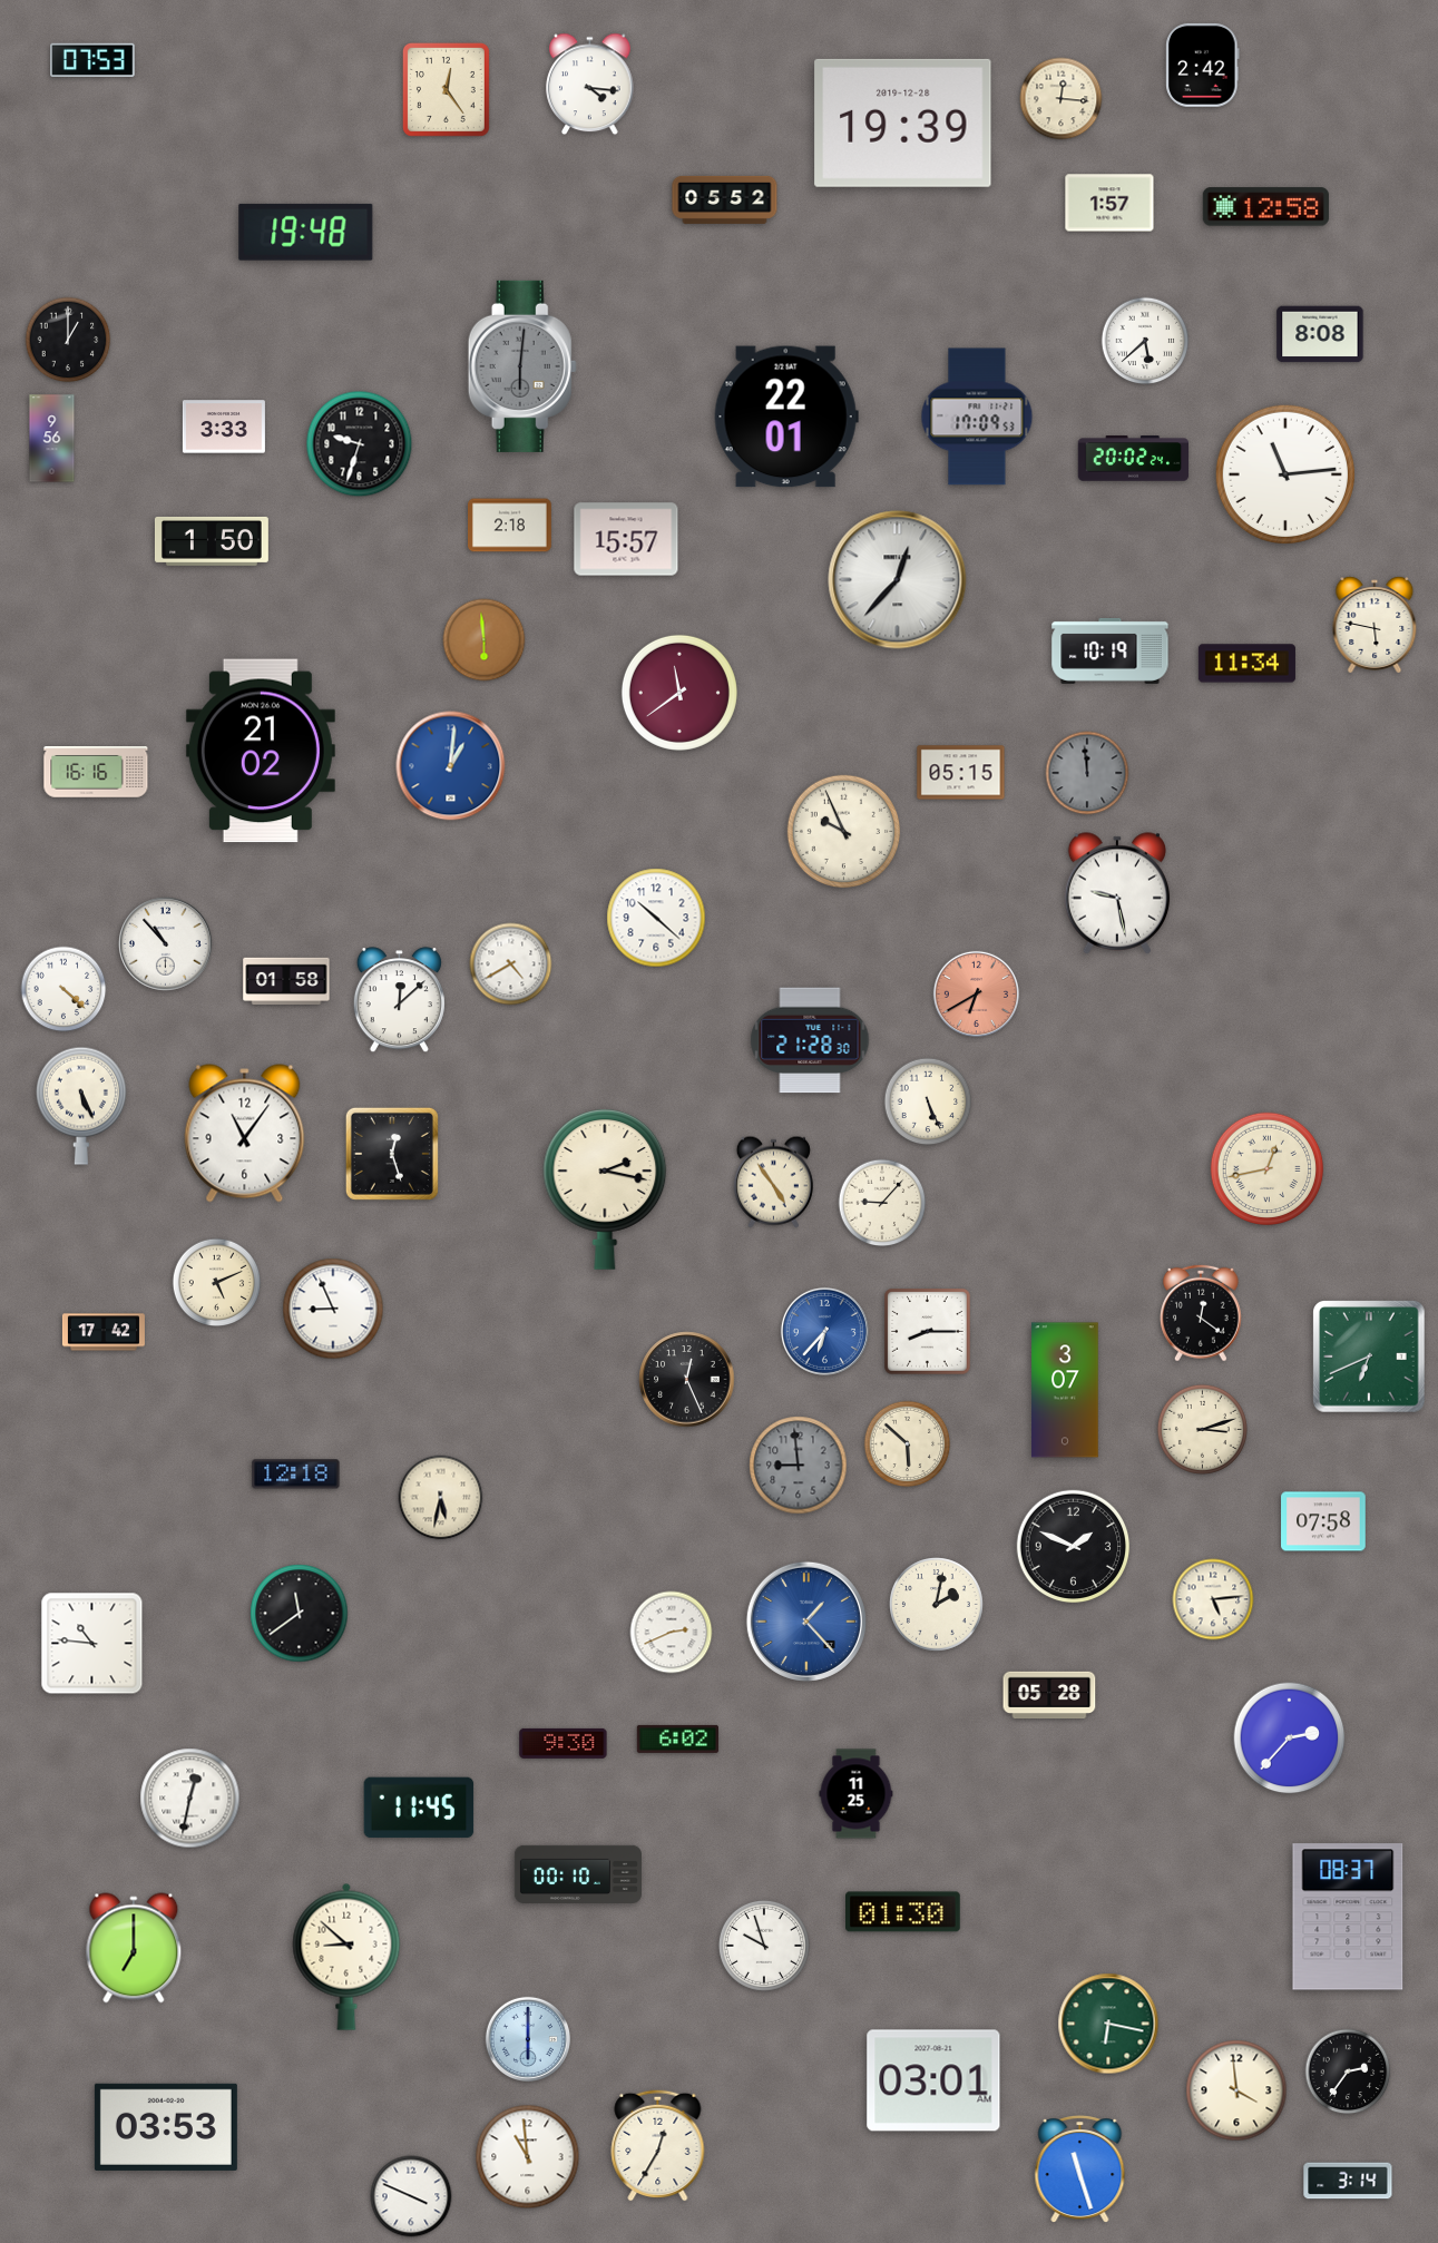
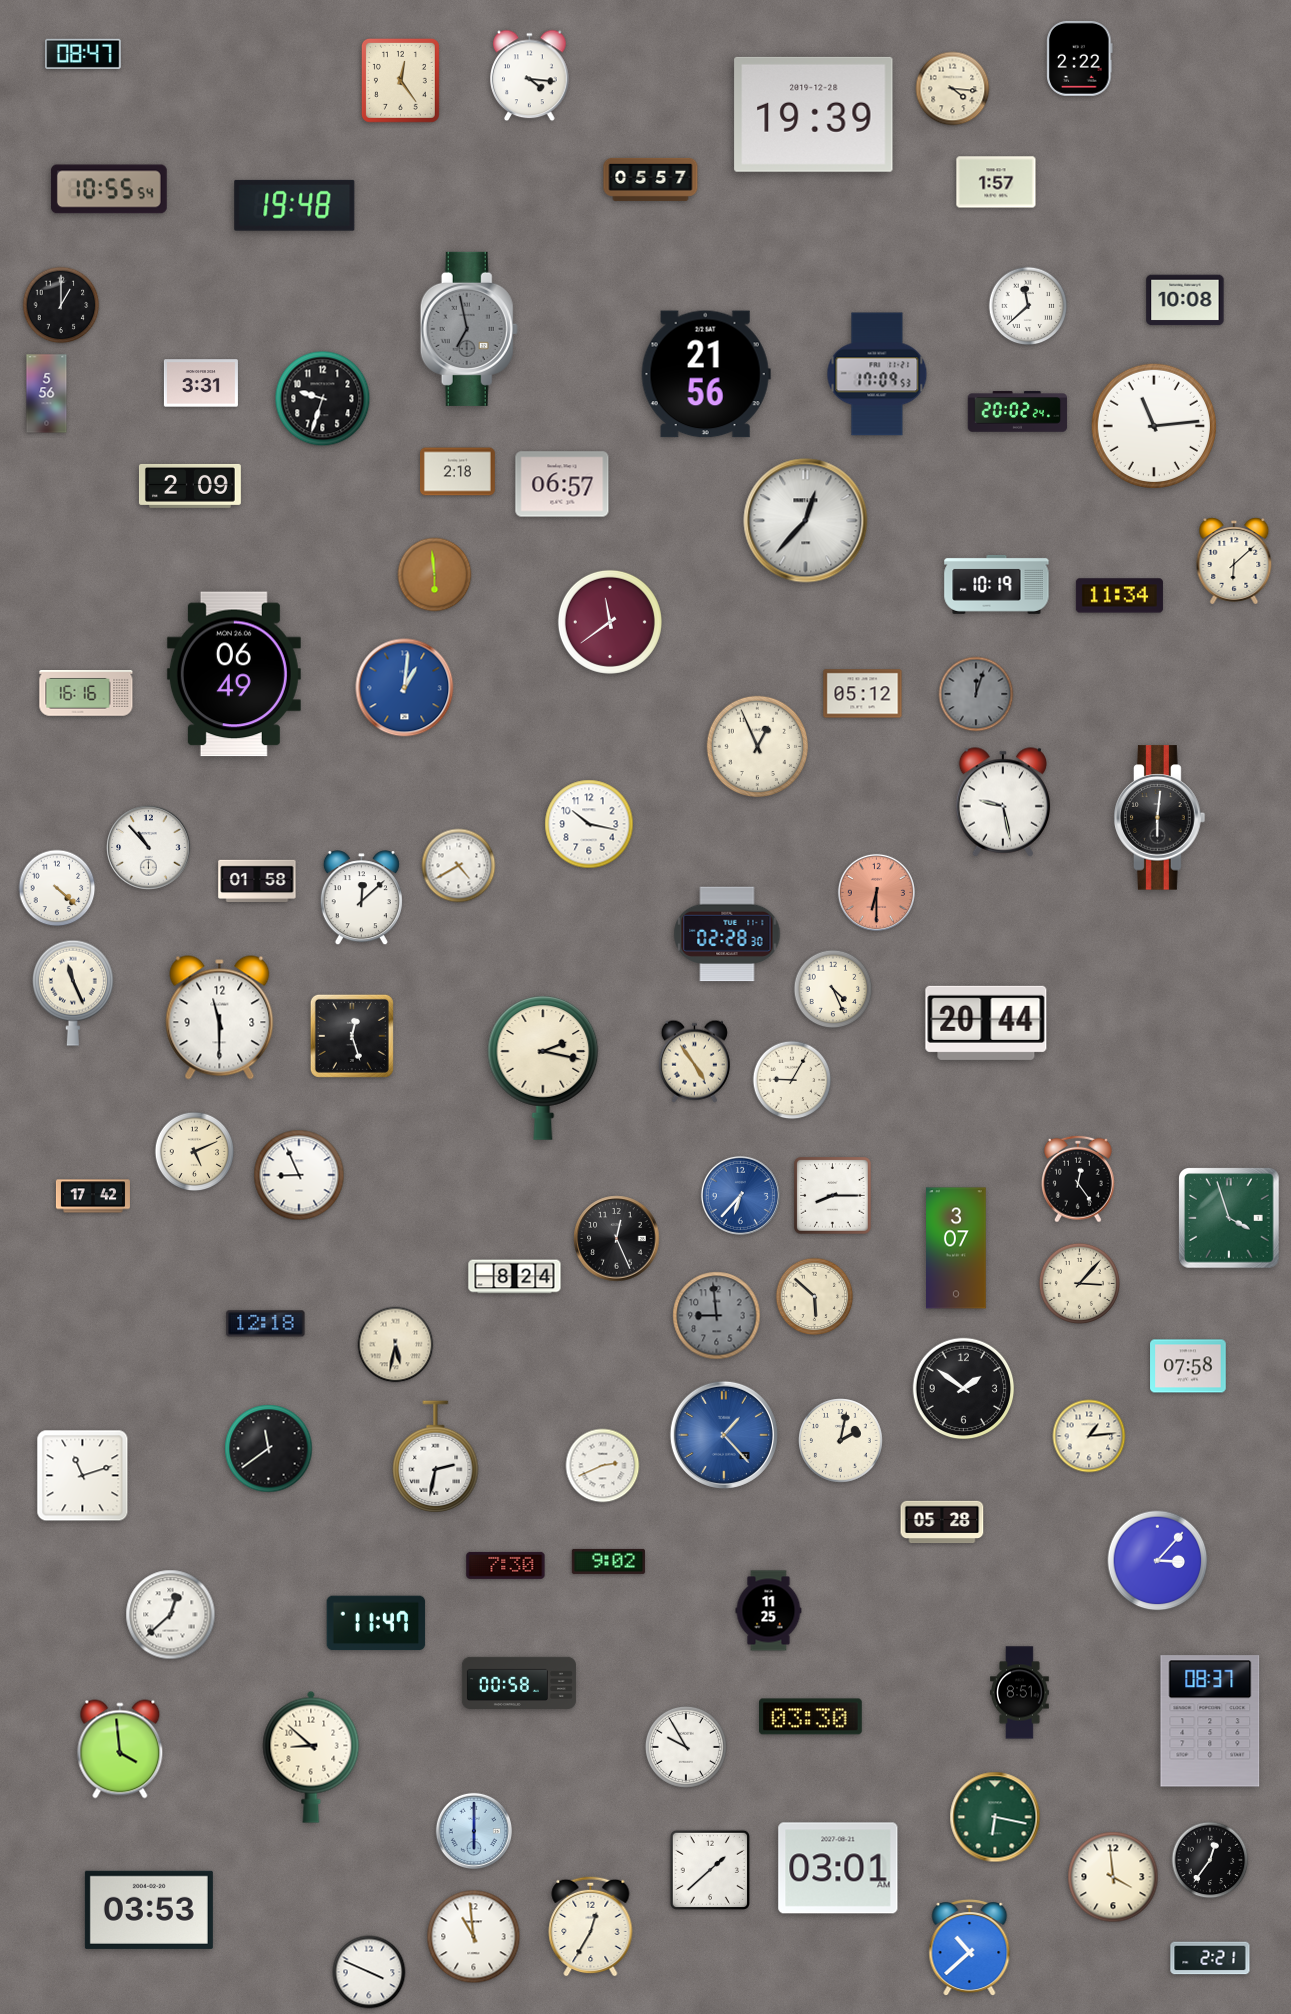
clock at (94, 59): 07:53 -> 08:47
clock at (1203, 65): 2:42 -> 2:22
clock at (1062, 99): 12:16 -> 4:16
clock at (903, 123) position: (903, 123) -> (814, 114)
clock at (725, 199): 05:52 -> 05:57
clock at (1265, 207): 12:58 -> none
clock at (109, 189): none -> 10:55
clock at (306, 232) position: (306, 232) -> (295, 205)
clock at (1320, 334): 8:08 -> 10:08
clock at (1145, 341): 5:38 -> 11:38
clock at (522, 366): 6:01 -> 6:58
clock at (786, 417): 22:01 -> 21:56
clock at (224, 427): 3:33 -> 3:31
clock at (52, 439): 9:56 -> 5:56
clock at (626, 539): 15:57 -> 06:57
clock at (212, 541): 1:50 -> 2:09
clock at (1375, 625): 5:47 -> 6:08
clock at (261, 751): 21:02 -> 06:49
clock at (961, 773): 05:15 -> 05:12
clock at (1087, 773): 11:59 -> 12:03
clock at (844, 832): 9:56 -> 12:56
clock at (1160, 818): none -> 6:01
clock at (656, 918): 10:22 -> 10:17
clock at (976, 993): 6:40 -> 6:30
clock at (399, 1000) position: (399, 1000) -> (361, 898)
clock at (810, 1040): 21:28 -> 02:28
clock at (928, 1101): 5:26 -> 4:26
clock at (81, 1106): 5:26 -> 11:26
clock at (245, 1134): 11:06 -> 11:30
clock at (986, 1023): none -> 20:44
clock at (1268, 1169): 12:43 -> none
clock at (882, 1203): 9:07 -> 9:05
clock at (1201, 1313): 12:21 -> 12:24
clock at (1369, 1356): 6:41 -> 3:57
clock at (515, 1277): none -> 8:24
clock at (1202, 1429): 3:12 -> 3:07
clock at (1074, 1547): 1:49 -> 1:51
clock at (1213, 1599): 5:14 -> 1:14
clock at (806, 1622) position: (806, 1622) -> (724, 1435)
clock at (436, 1457): none -> 2:32
clock at (92, 1644): 10:46 -> 11:12
clock at (677, 1738): 6:02 -> 9:02
clock at (1290, 1738): 2:37 -> 3:07
clock at (564, 1743): 9:30 -> 7:30
clock at (190, 1799): 12:32 -> 12:38
clock at (419, 1808): 11:45 -> 11:47
clock at (578, 1873): 00:10 -> 00:58
clock at (1020, 1693): none -> 8:51
clock at (903, 1912): 01:30 -> 03:30
clock at (764, 1946): 9:57 -> 9:55
clock at (134, 1948): 7:00 -> 3:59
clock at (1348, 2071): 2:36 -> 12:36
clock at (710, 1870): none -> 1:38
clock at (1236, 2090) position: (1236, 2090) -> (1113, 1877)
clock at (1080, 2169): 11:27 -> 10:38
clock at (1348, 2181): 3:14 -> 2:21
